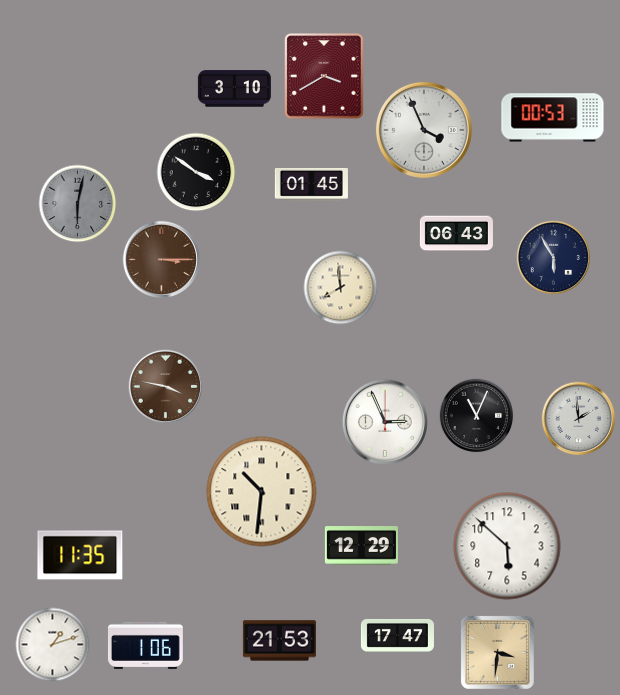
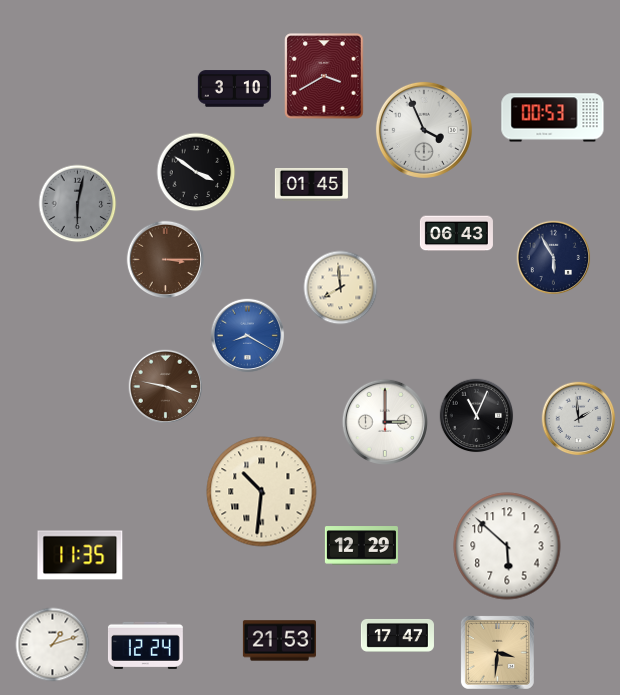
clock at (161, 259) position: (161, 259) -> (165, 259)
clock at (248, 336): none -> 8:20
clock at (385, 422): 2:56 -> 3:00
clock at (145, 645): 1:06 -> 12:24
